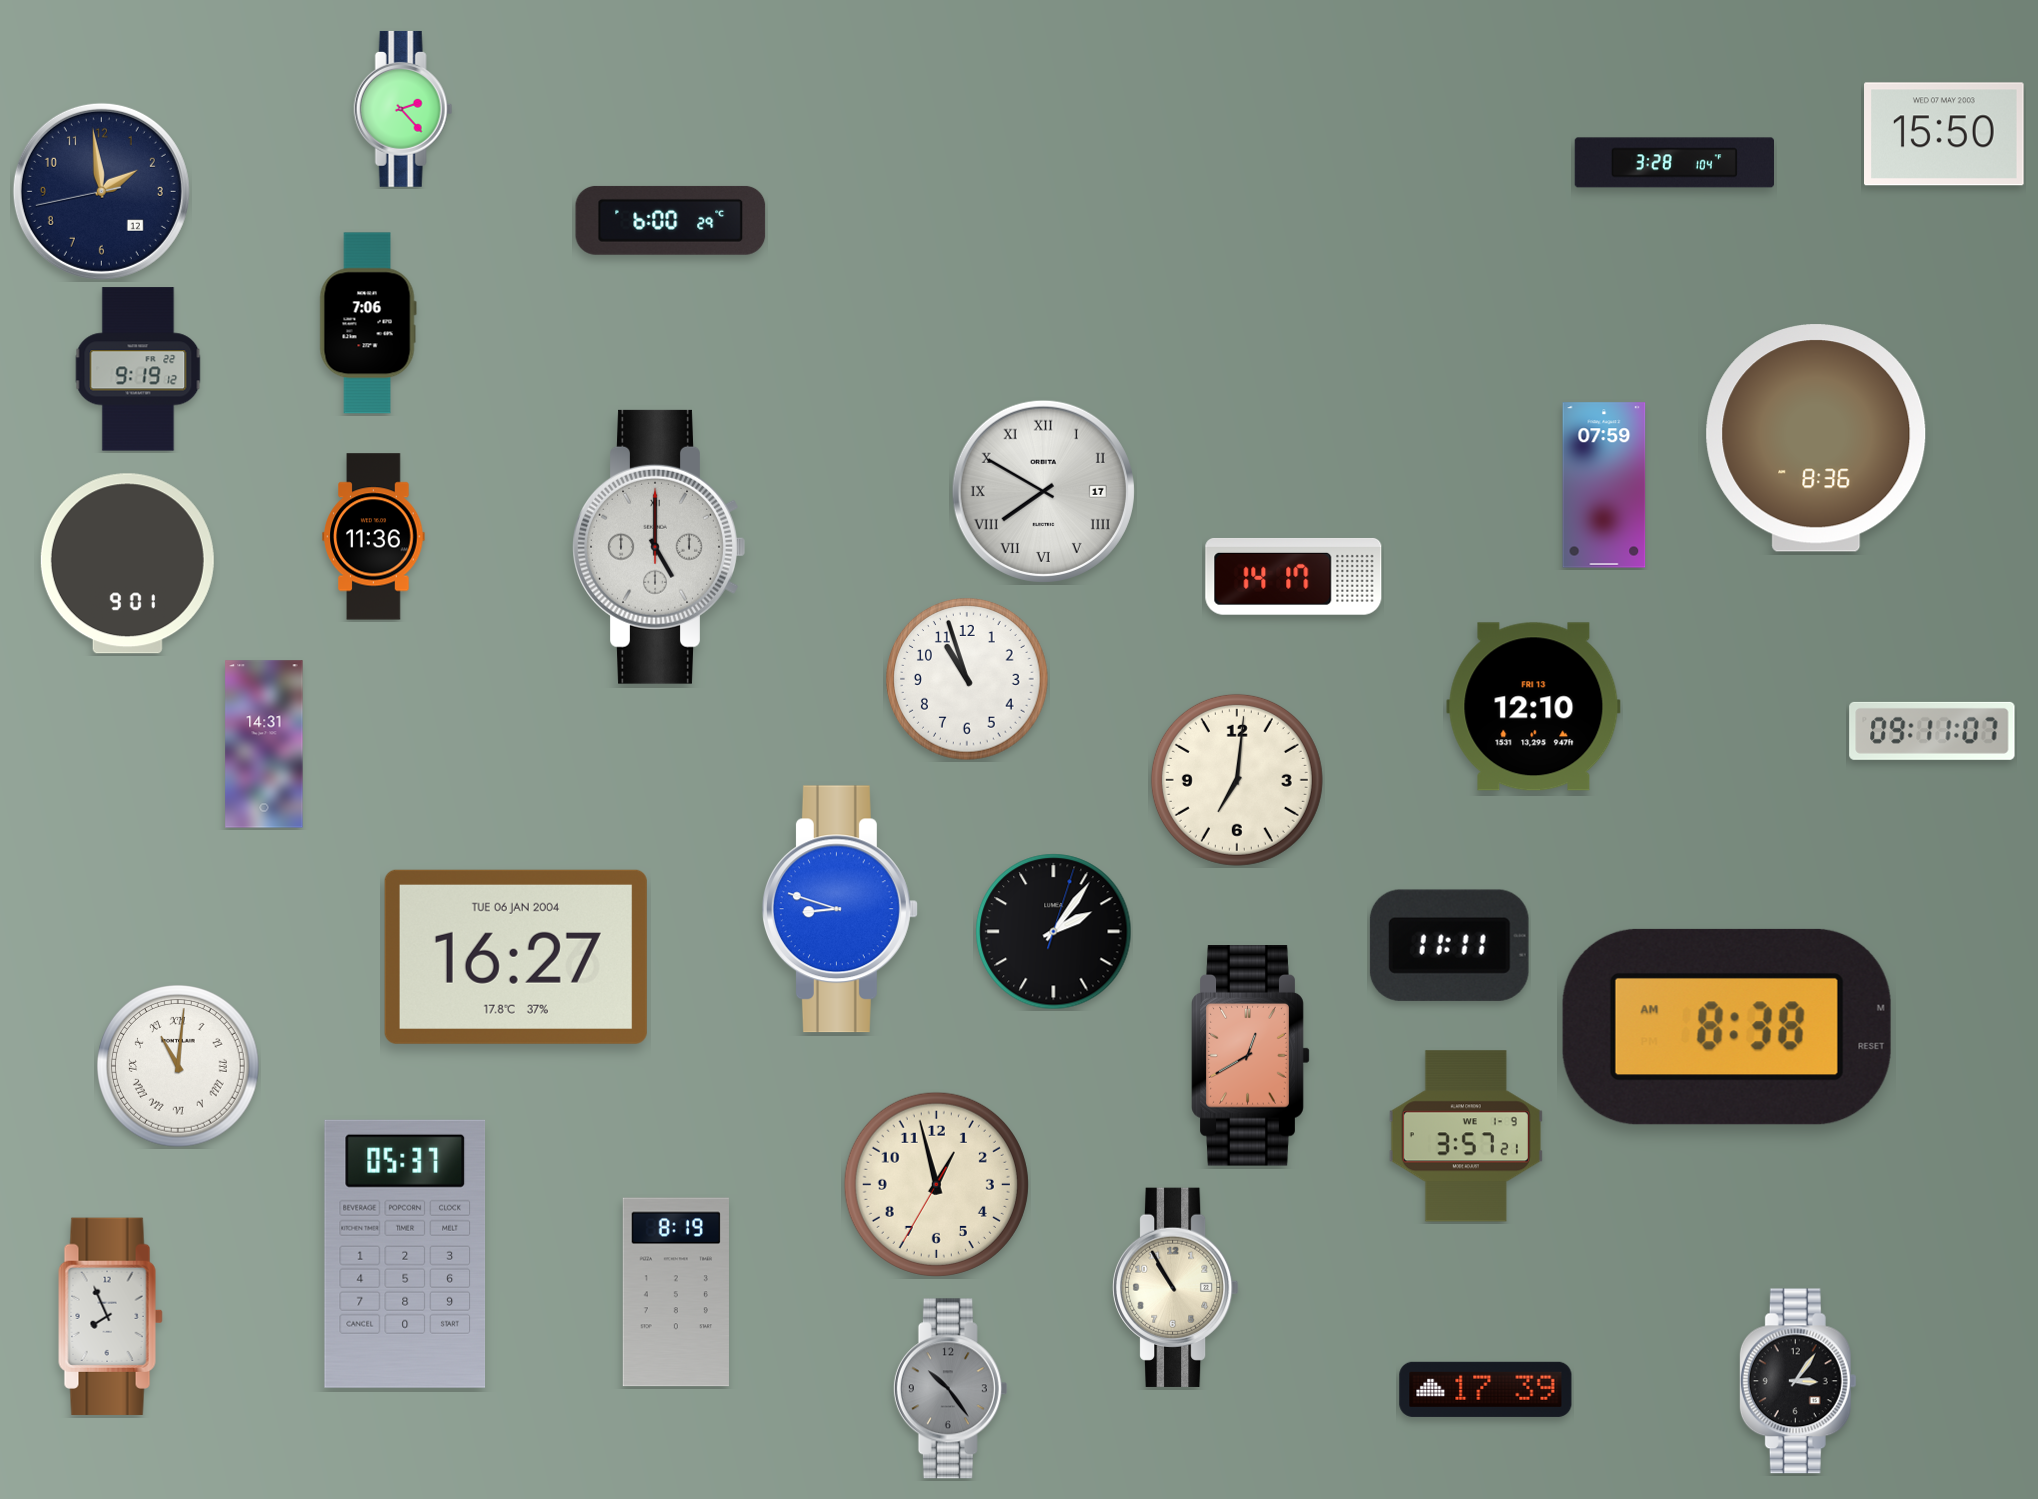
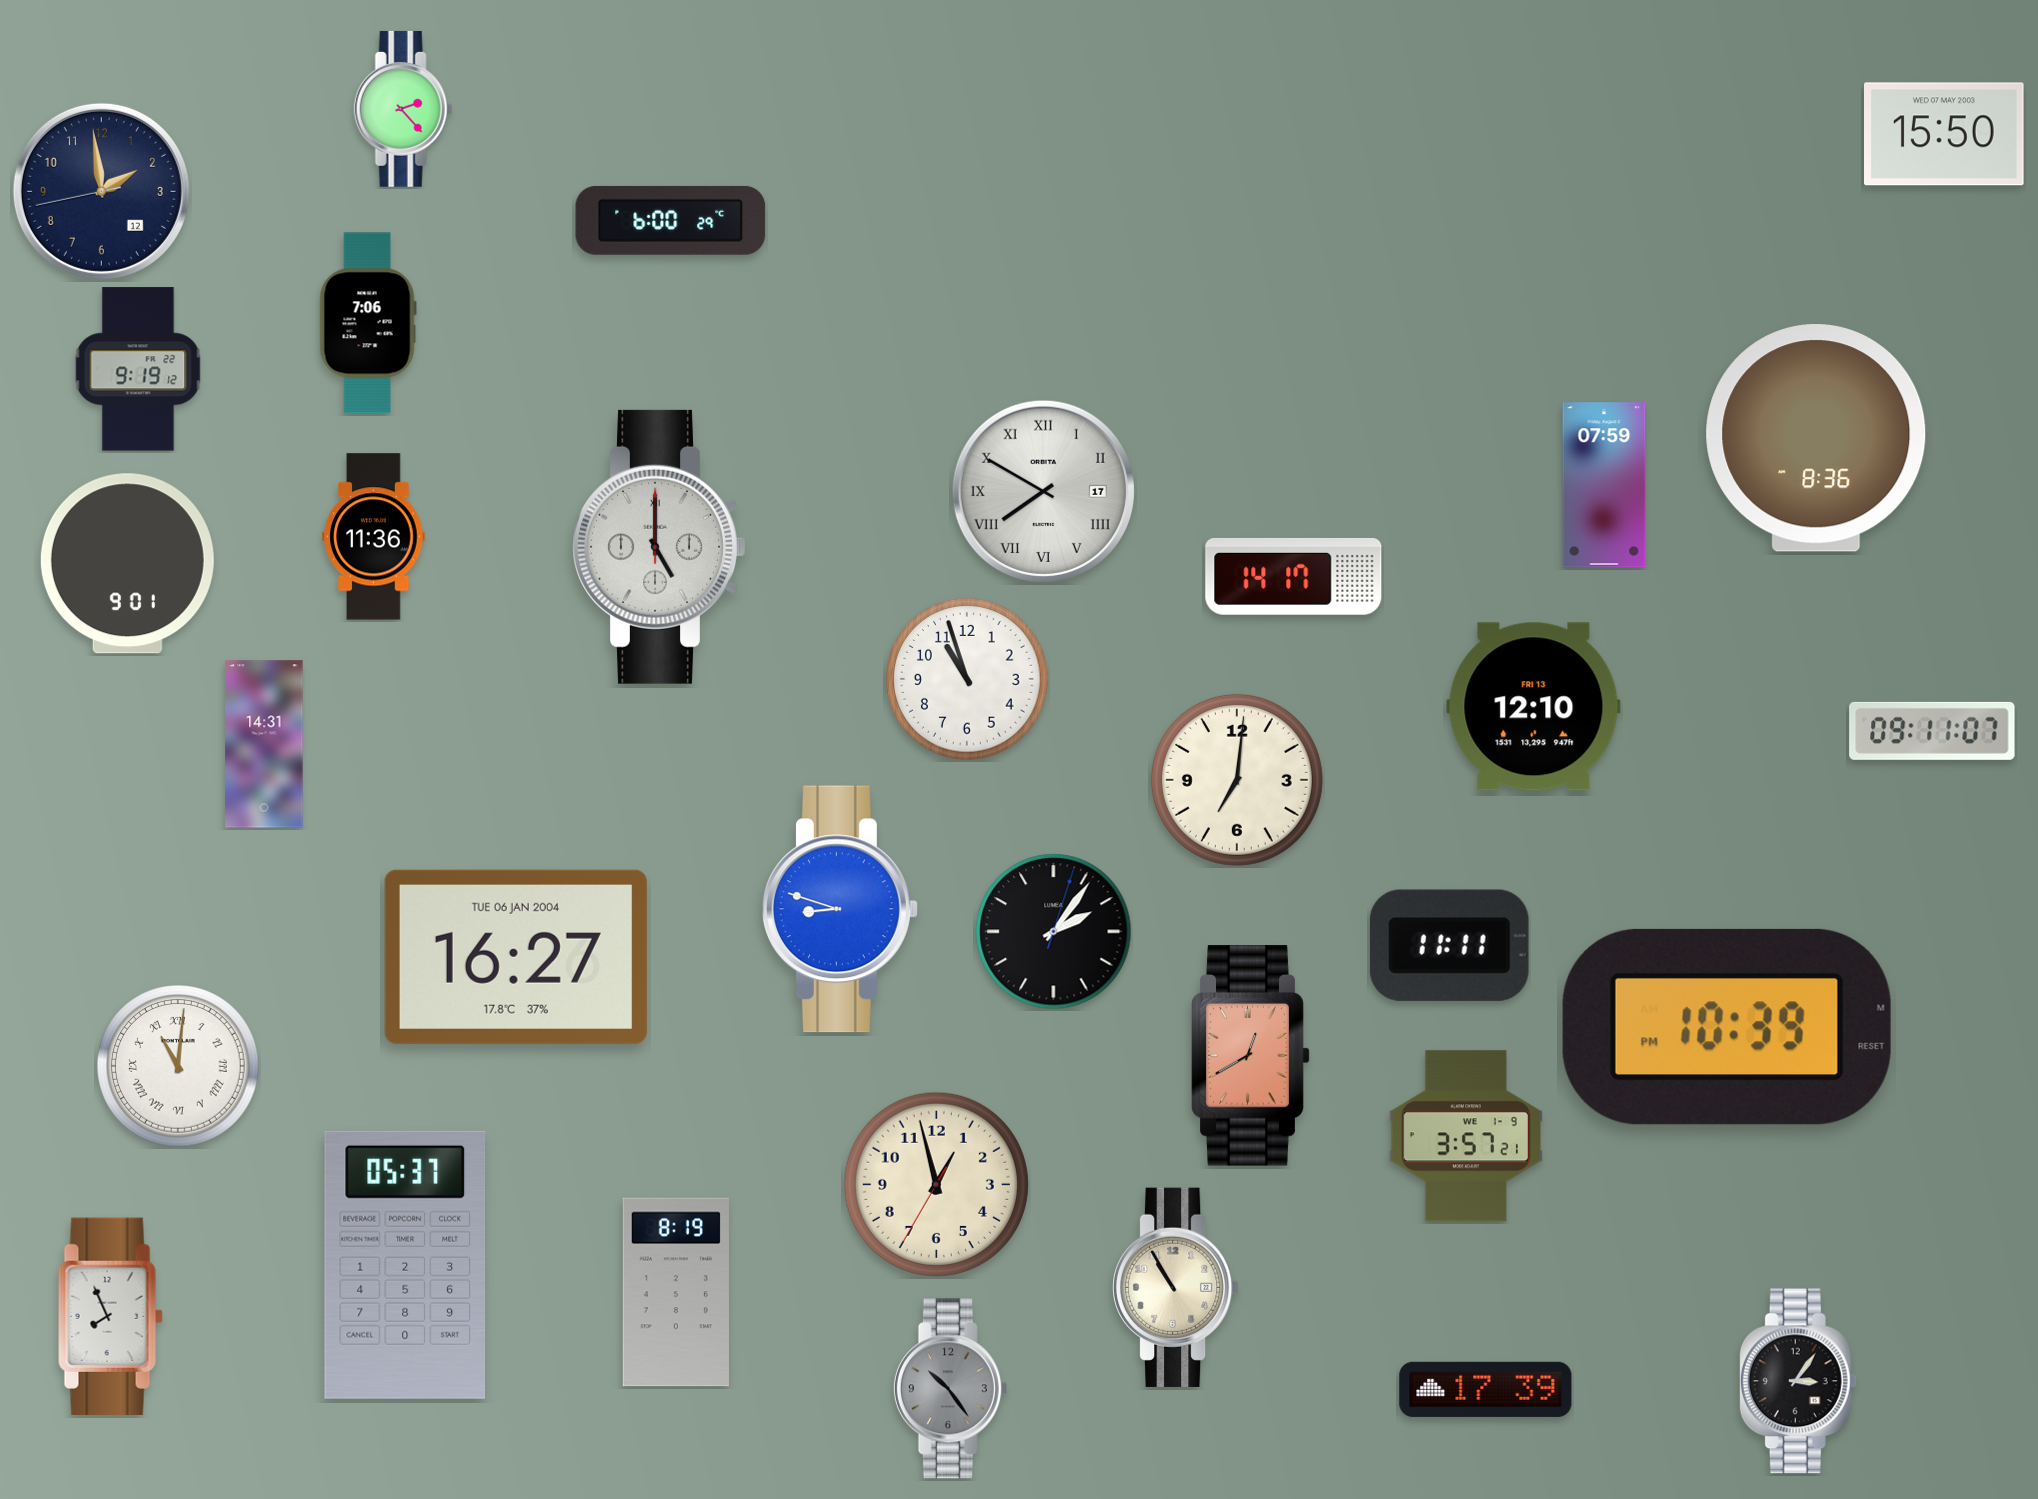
clock at (1674, 163): 3:28 -> none
clock at (1727, 1027): 8:38 -> 10:39
clock at (405, 1254) position: (405, 1254) -> (405, 1265)
